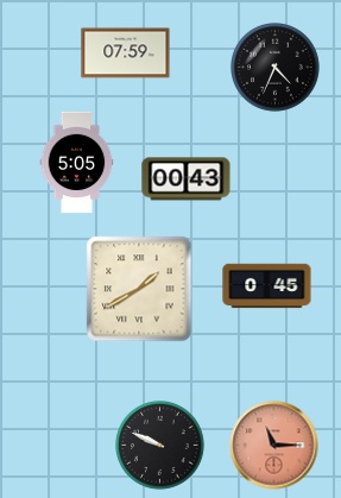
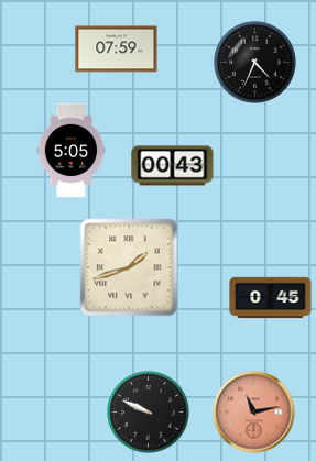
clock at (267, 286) position: (267, 286) -> (271, 298)
clock at (139, 289): 1:40 -> 1:42
clock at (274, 446): 11:15 -> 11:13
